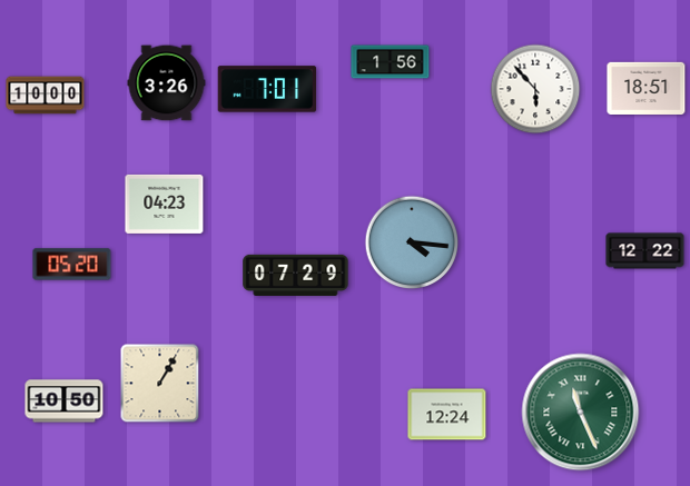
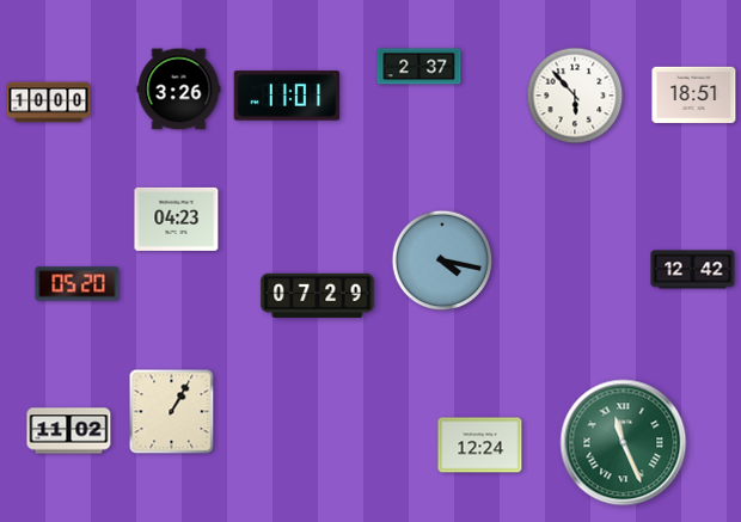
clock at (391, 62): 1:56 -> 2:37
clock at (267, 89): 7:01 -> 11:01
clock at (412, 242): 4:16 -> 4:17
clock at (645, 251): 12:22 -> 12:42
clock at (65, 401): 10:50 -> 11:02
